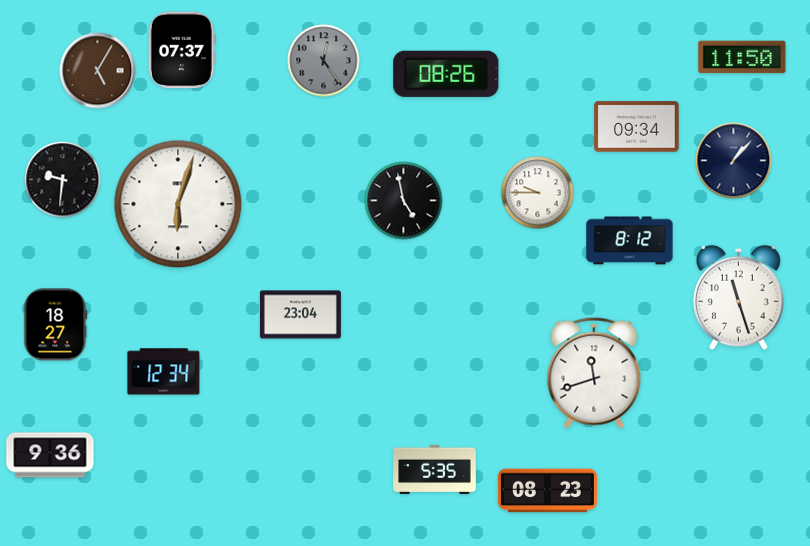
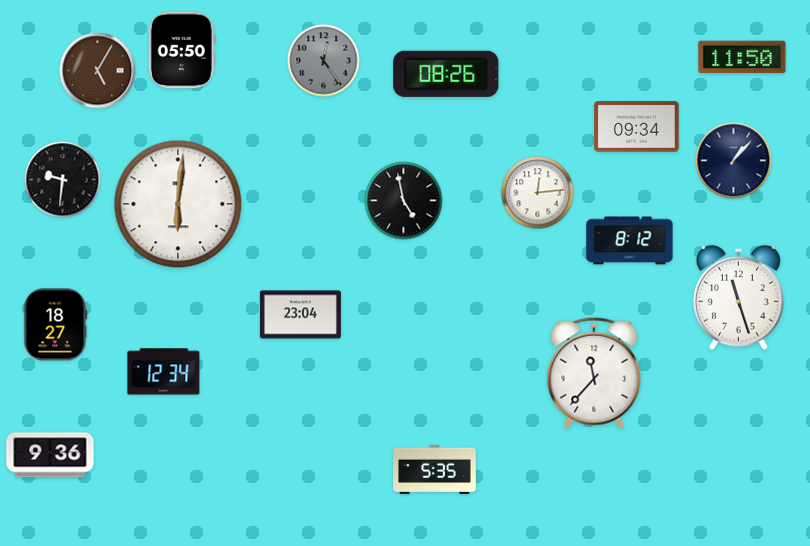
clock at (182, 50): 07:37 -> 05:50
clock at (538, 193): 9:45 -> 12:14
clock at (178, 204): 6:03 -> 6:01
clock at (594, 373): 11:42 -> 11:37
clock at (547, 491): 08:23 -> none
